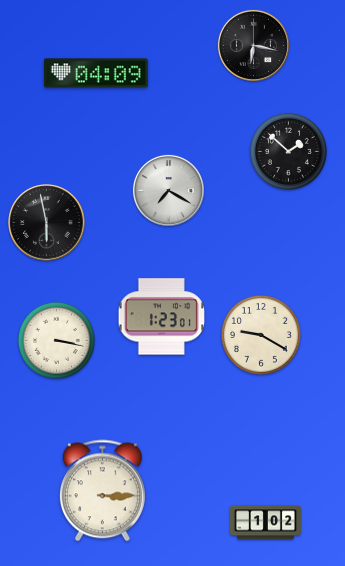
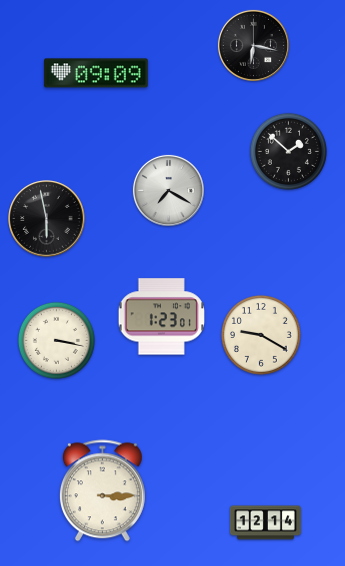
clock at (96, 73): 04:09 -> 09:09
clock at (47, 223) position: (47, 223) -> (47, 219)
clock at (265, 523): 1:02 -> 12:14
